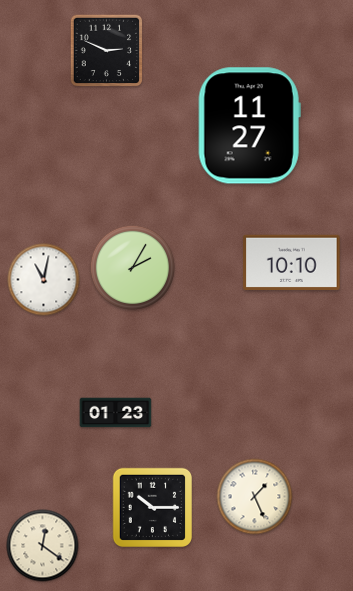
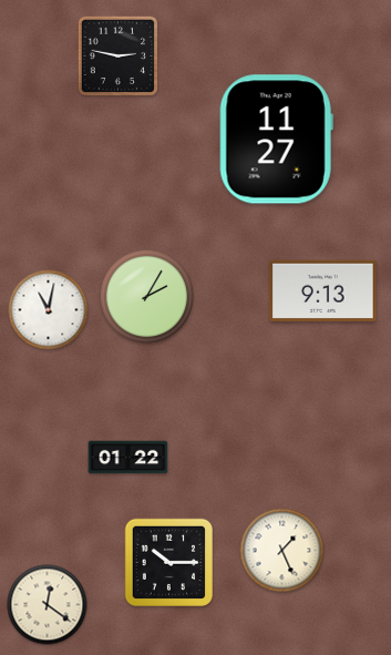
clock at (107, 51): 2:49 -> 2:47
clock at (292, 263): 10:10 -> 9:13
clock at (116, 413): 01:23 -> 01:22
